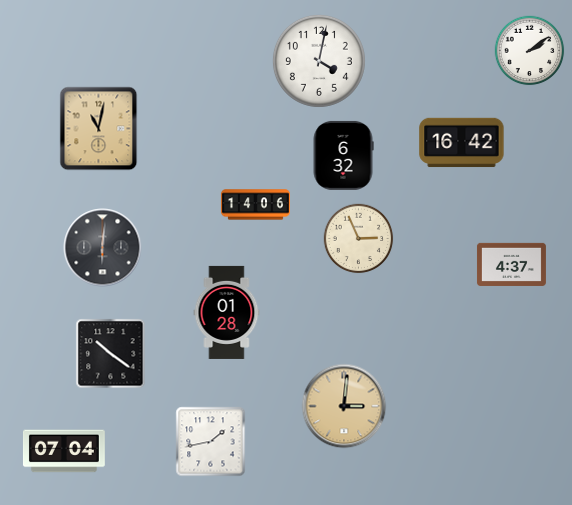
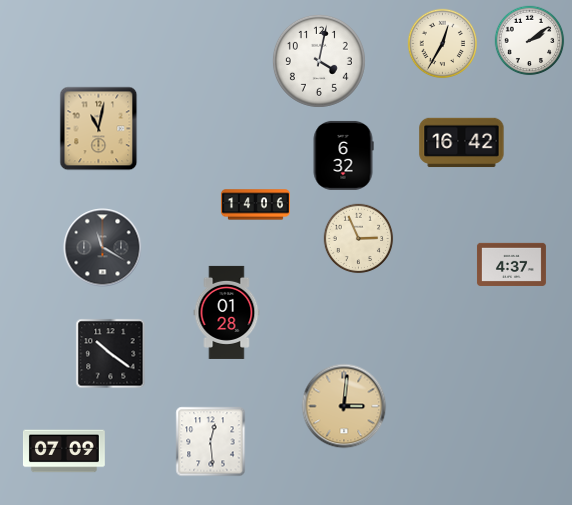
clock at (443, 44): none -> 12:35
clock at (530, 51) position: (530, 51) -> (530, 41)
clock at (103, 248): 6:01 -> 11:20
clock at (211, 442): 1:43 -> 12:29
clock at (64, 451): 07:04 -> 07:09
